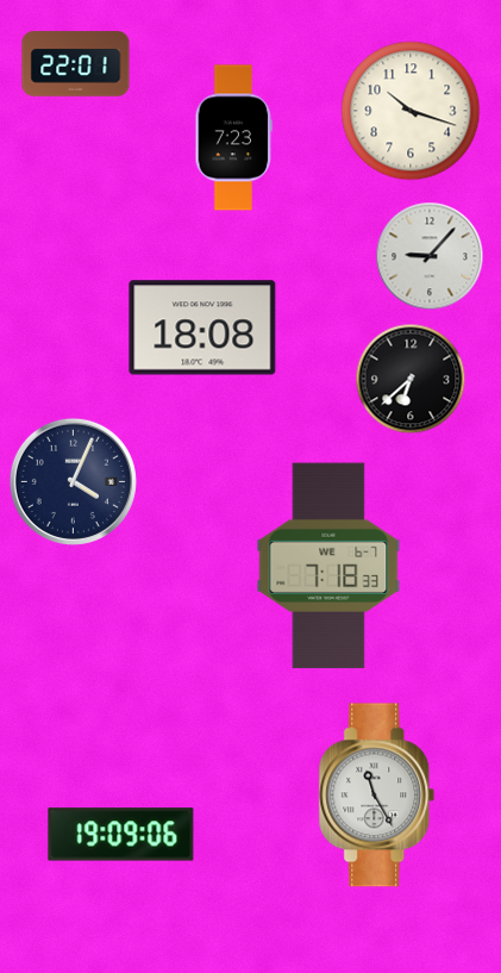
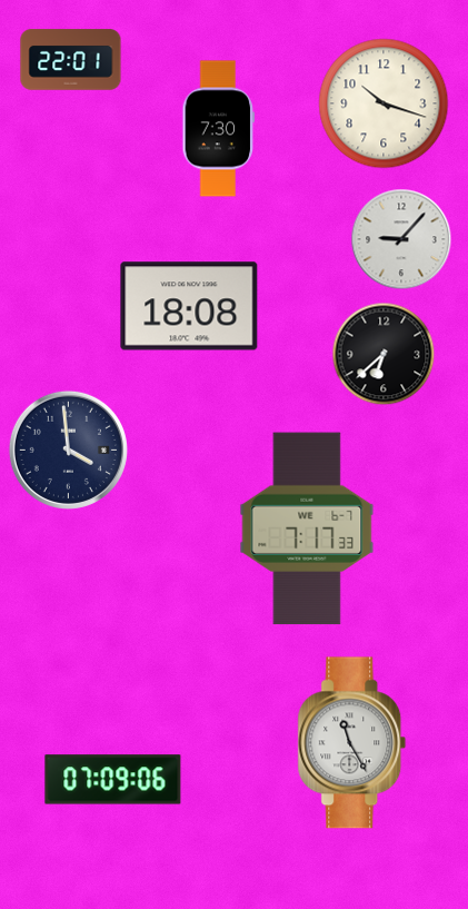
clock at (234, 138): 7:23 -> 7:30
clock at (73, 481): 4:04 -> 3:59
clock at (328, 566): 7:18 -> 7:17
clock at (121, 835): 19:09 -> 07:09
